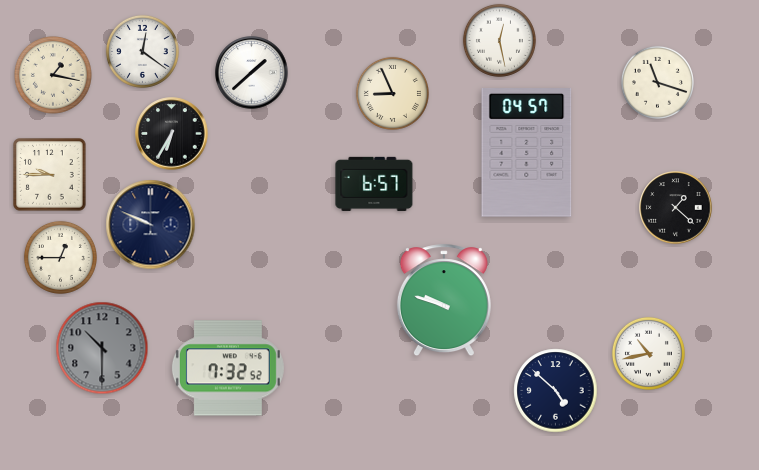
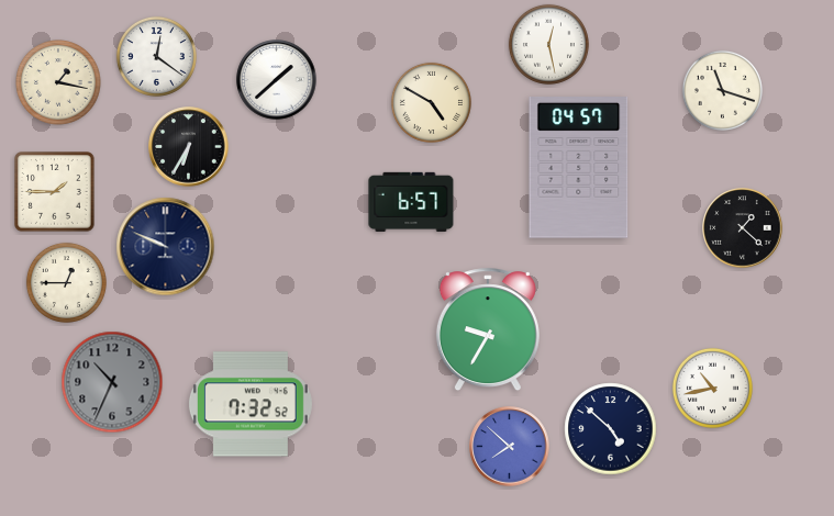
clock at (392, 93): 8:56 -> 4:50
clock at (50, 175): 9:45 -> 1:45
clock at (444, 301): 9:48 -> 9:35
clock at (102, 348): 10:30 -> 10:34
clock at (510, 447): none -> 7:52
